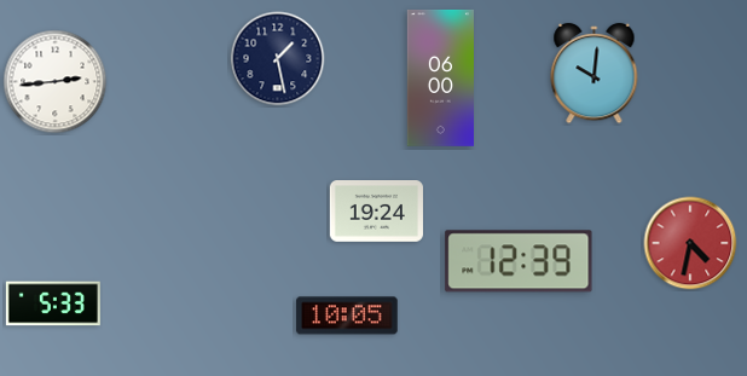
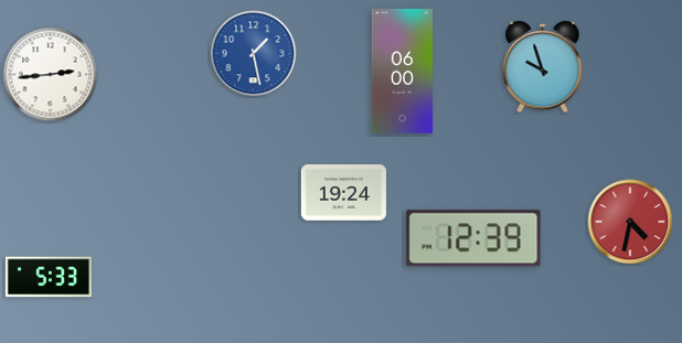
clock at (278, 59) dial: navy -> blue
clock at (595, 74): 10:01 -> 9:57
clock at (347, 316): 10:05 -> none
